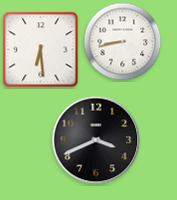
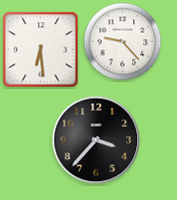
clock at (123, 42): 8:43 -> 9:23
clock at (96, 140): 3:41 -> 3:37
